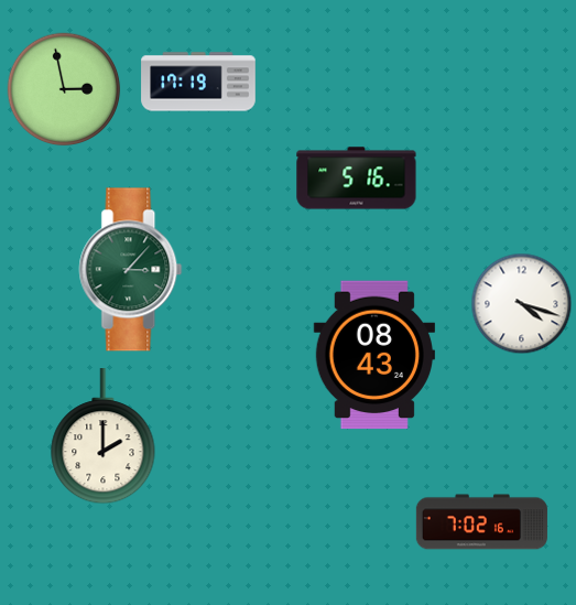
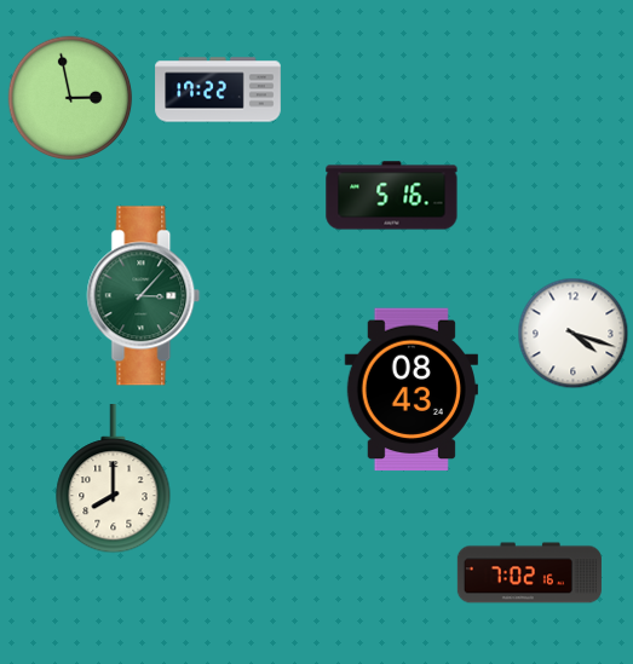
clock at (198, 82): 17:19 -> 17:22
clock at (104, 436): 2:00 -> 8:00
